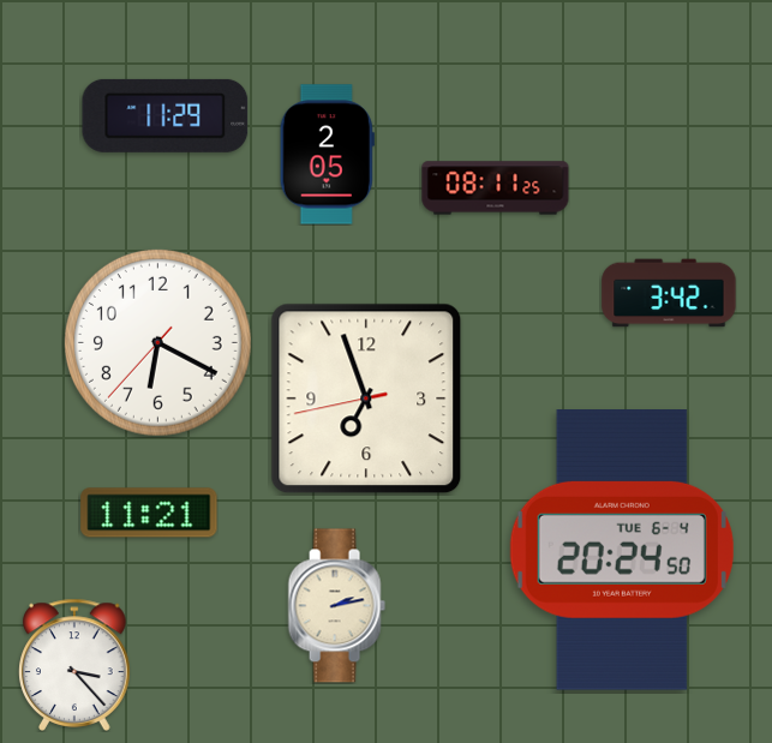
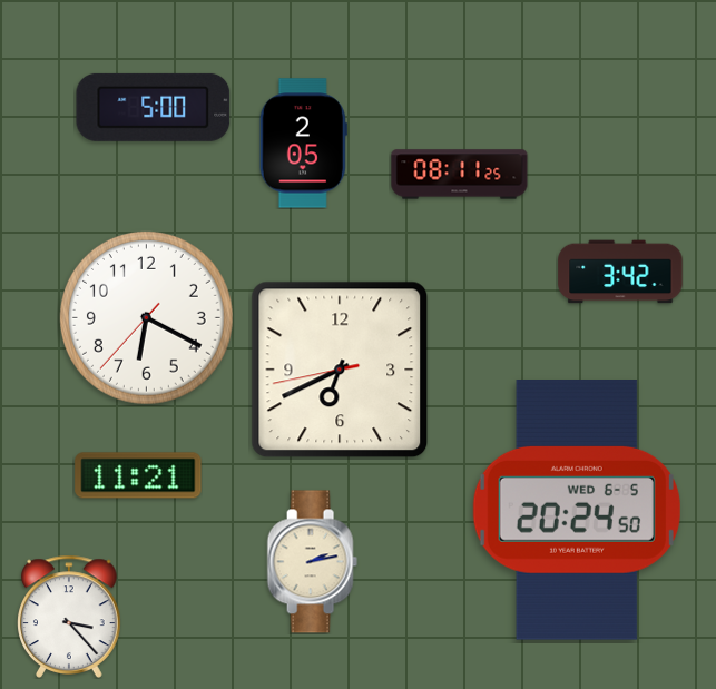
clock at (166, 115): 11:29 -> 5:00
clock at (366, 399): 6:56 -> 6:40
clock at (622, 551) date: TUE 6-4 -> WED 6-5
